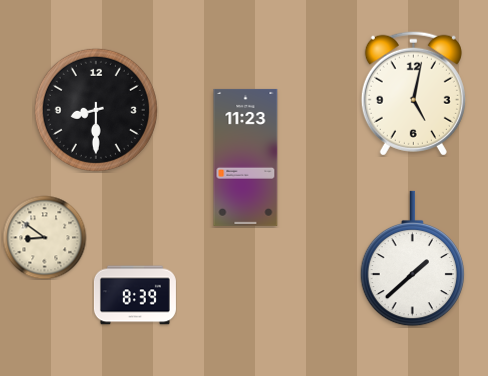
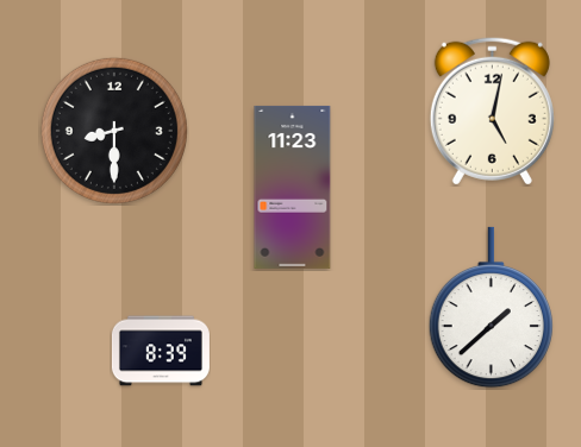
clock at (44, 237): 8:51 -> none
